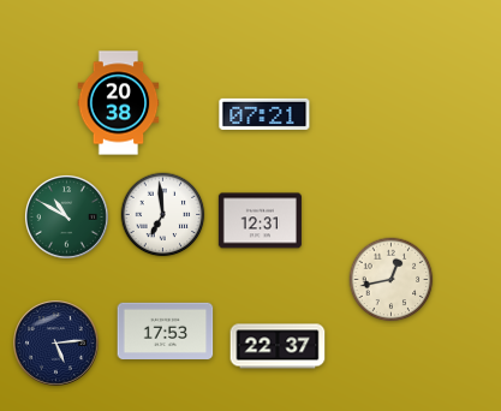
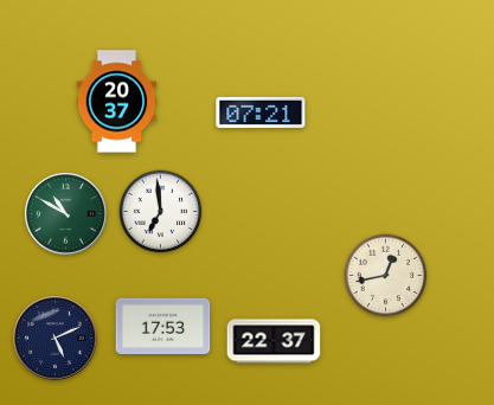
clock at (119, 103): 20:38 -> 20:37
clock at (260, 221): 12:31 -> none
clock at (56, 344): 5:14 -> 5:11
